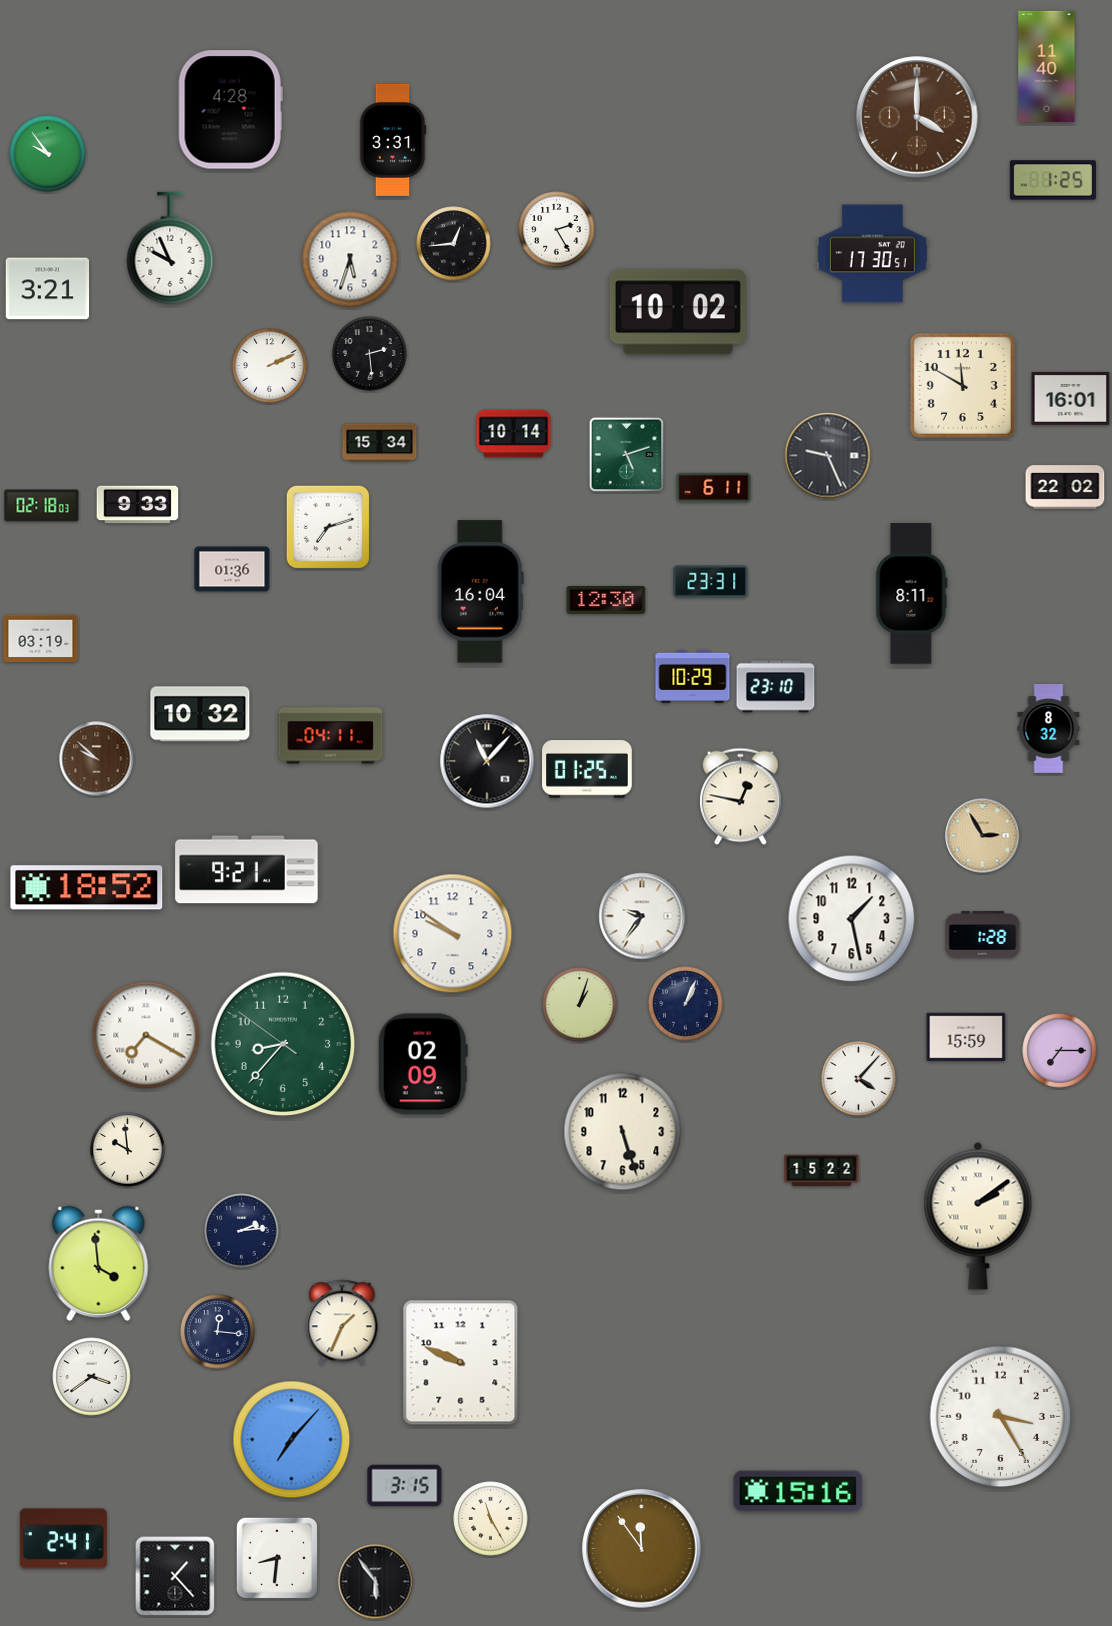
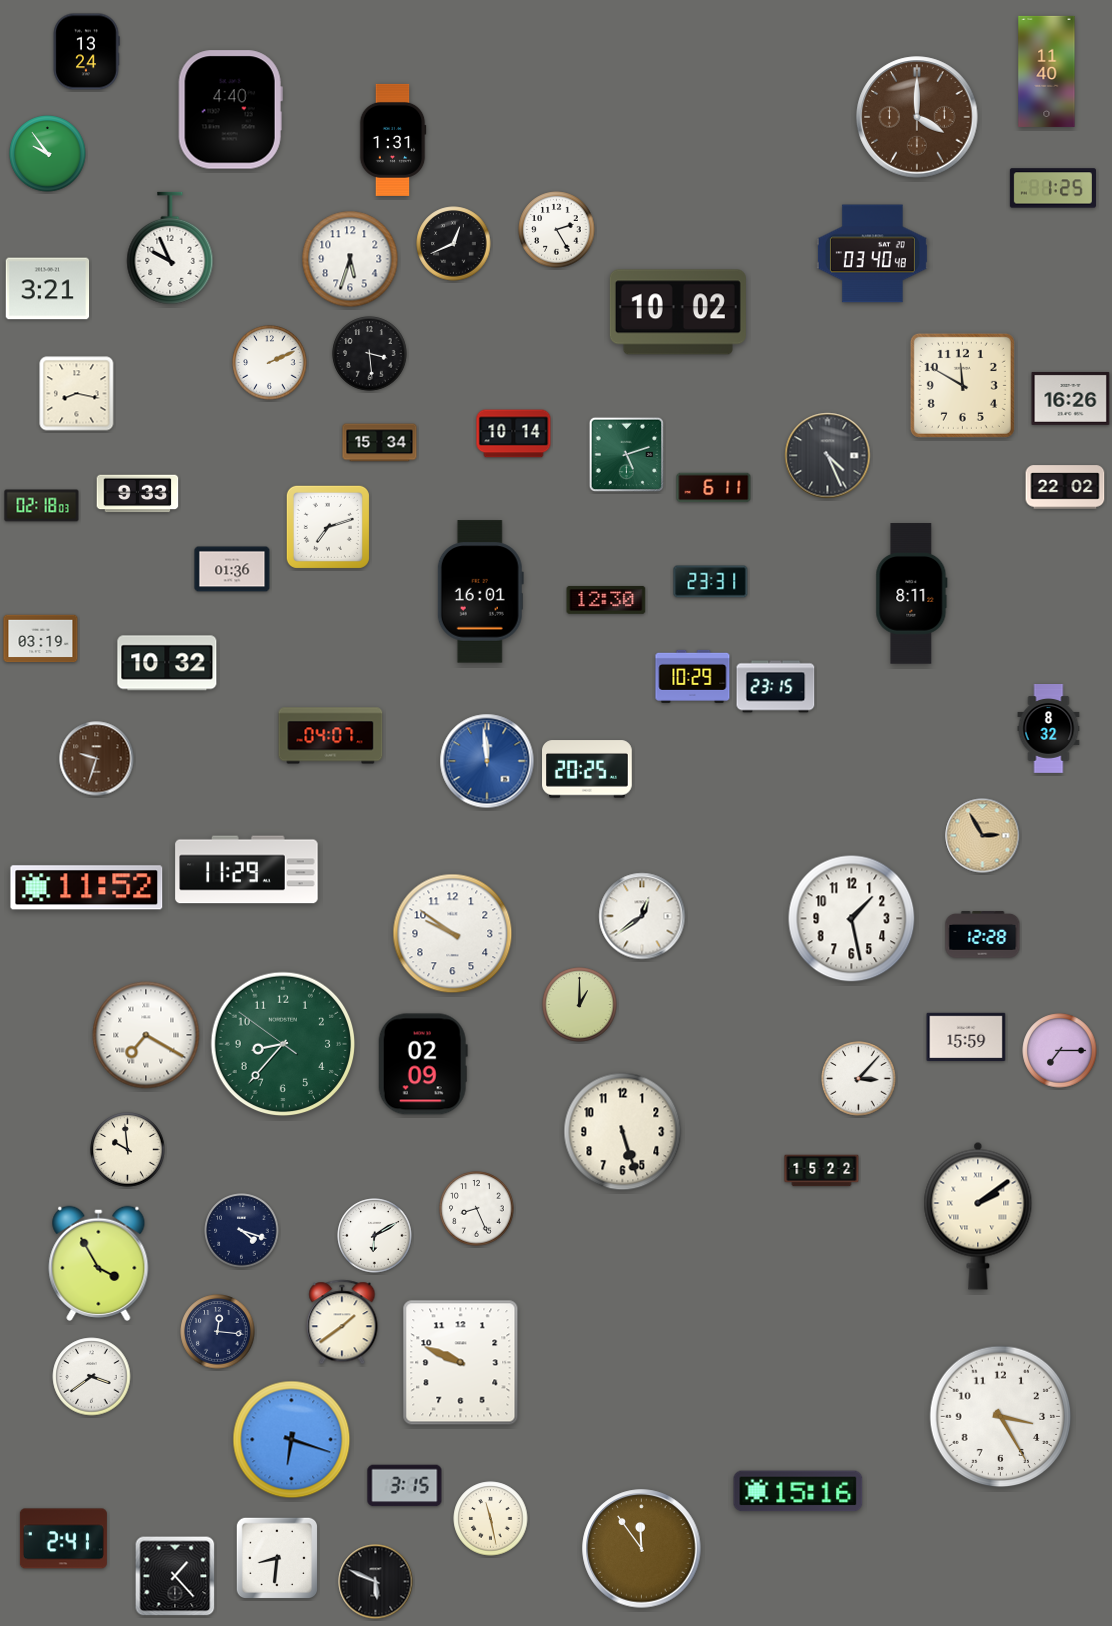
clock at (86, 52): none -> 13:24
clock at (1047, 66) position: (1047, 66) -> (1047, 71)
clock at (230, 110): 4:28 -> 4:40
clock at (393, 140): 3:31 -> 1:31
clock at (1053, 180) position: (1053, 180) -> (1053, 188)
clock at (454, 244): 12:44 -> 12:41
clock at (872, 254): 17:30 -> 03:40
clock at (370, 354): 2:29 -> 3:29
clock at (270, 366) position: (270, 366) -> (270, 363)
clock at (77, 394): none -> 8:17
clock at (1071, 398): 16:01 -> 16:26
clock at (828, 456): 9:26 -> 4:26
clock at (138, 505) position: (138, 505) -> (138, 494)
clock at (480, 592): 16:04 -> 16:01
clock at (776, 687): 23:10 -> 23:15
clock at (200, 714) position: (200, 714) -> (167, 663)
clock at (331, 736): 04:11 -> 04:07
clock at (97, 759): 9:52 -> 9:33
clock at (487, 761): 11:07 -> 11:59
clock at (487, 761) dial: black -> blue
clock at (588, 769): 01:25 -> 20:25
clock at (741, 797): 12:47 -> none
clock at (247, 870): 9:21 -> 11:29
clock at (87, 888): 18:52 -> 11:52
clock at (642, 916): 9:36 -> 12:39
clock at (983, 935): 1:28 -> 12:28
clock at (686, 1004): 1:04 -> none
clock at (580, 1005): 1:03 -> 1:00
clock at (859, 1079): 4:07 -> 3:07
clock at (477, 1209): none -> 8:26
clock at (242, 1231): 2:14 -> 4:18
clock at (375, 1236): none -> 6:10
clock at (99, 1263): 3:59 -> 3:55
clock at (342, 1322): 1:34 -> 1:39
clock at (292, 1440): 7:07 -> 6:18
clock at (491, 1519): 11:25 -> 11:28
clock at (376, 1582): 5:54 -> 5:49
